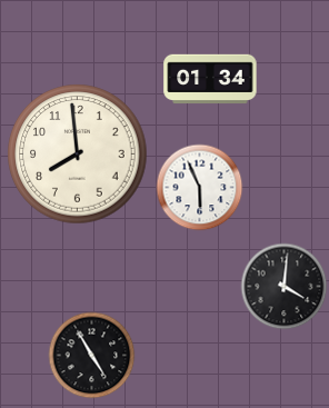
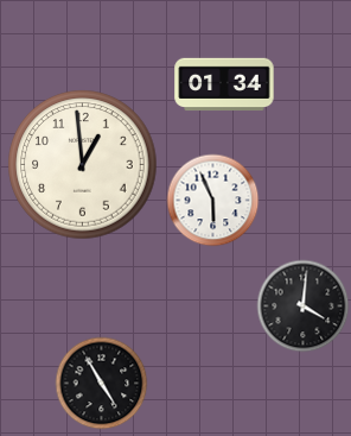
clock at (78, 155): 7:59 -> 12:59
clock at (91, 355) position: (91, 355) -> (101, 383)
